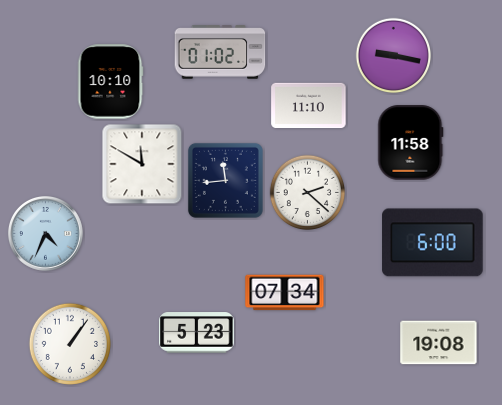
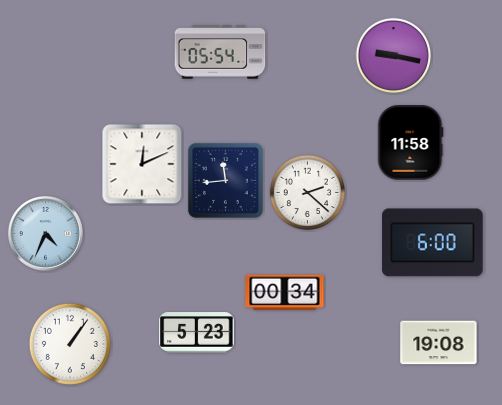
clock at (220, 52): 01:02 -> 05:54
clock at (110, 82): 10:10 -> none
clock at (309, 106): 11:10 -> none
clock at (142, 164): 11:50 -> 12:11
clock at (285, 293): 07:34 -> 00:34
